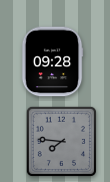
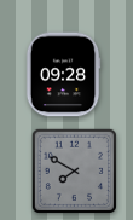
clock at (61, 141): 7:46 -> 7:50
